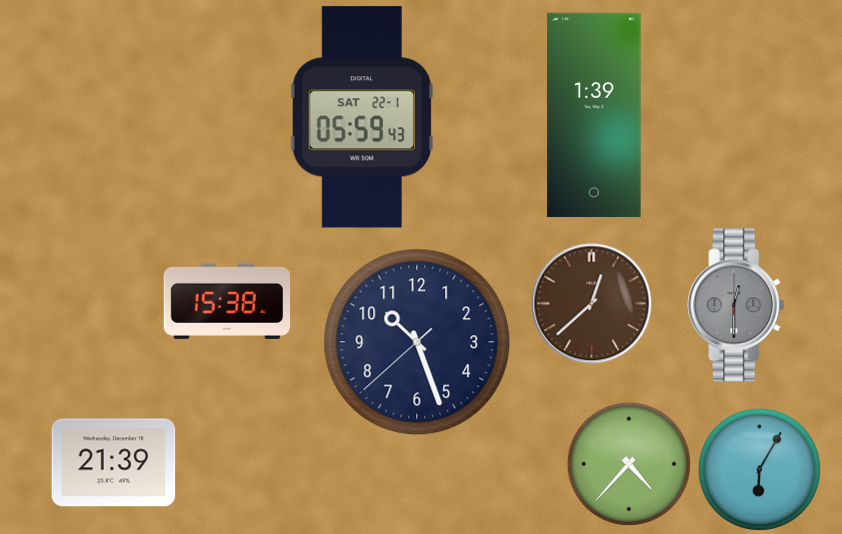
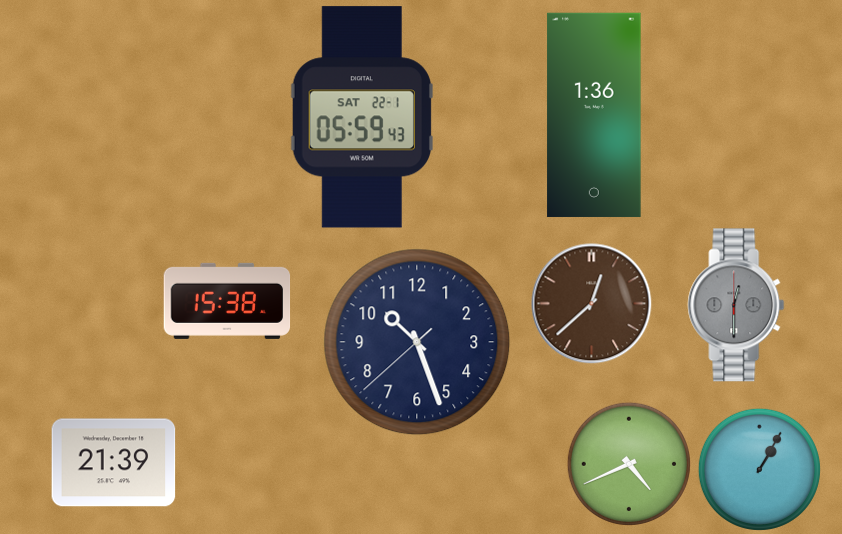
clock at (594, 115): 1:39 -> 1:36
clock at (629, 464): 4:37 -> 4:41
clock at (759, 469): 6:05 -> 1:05
